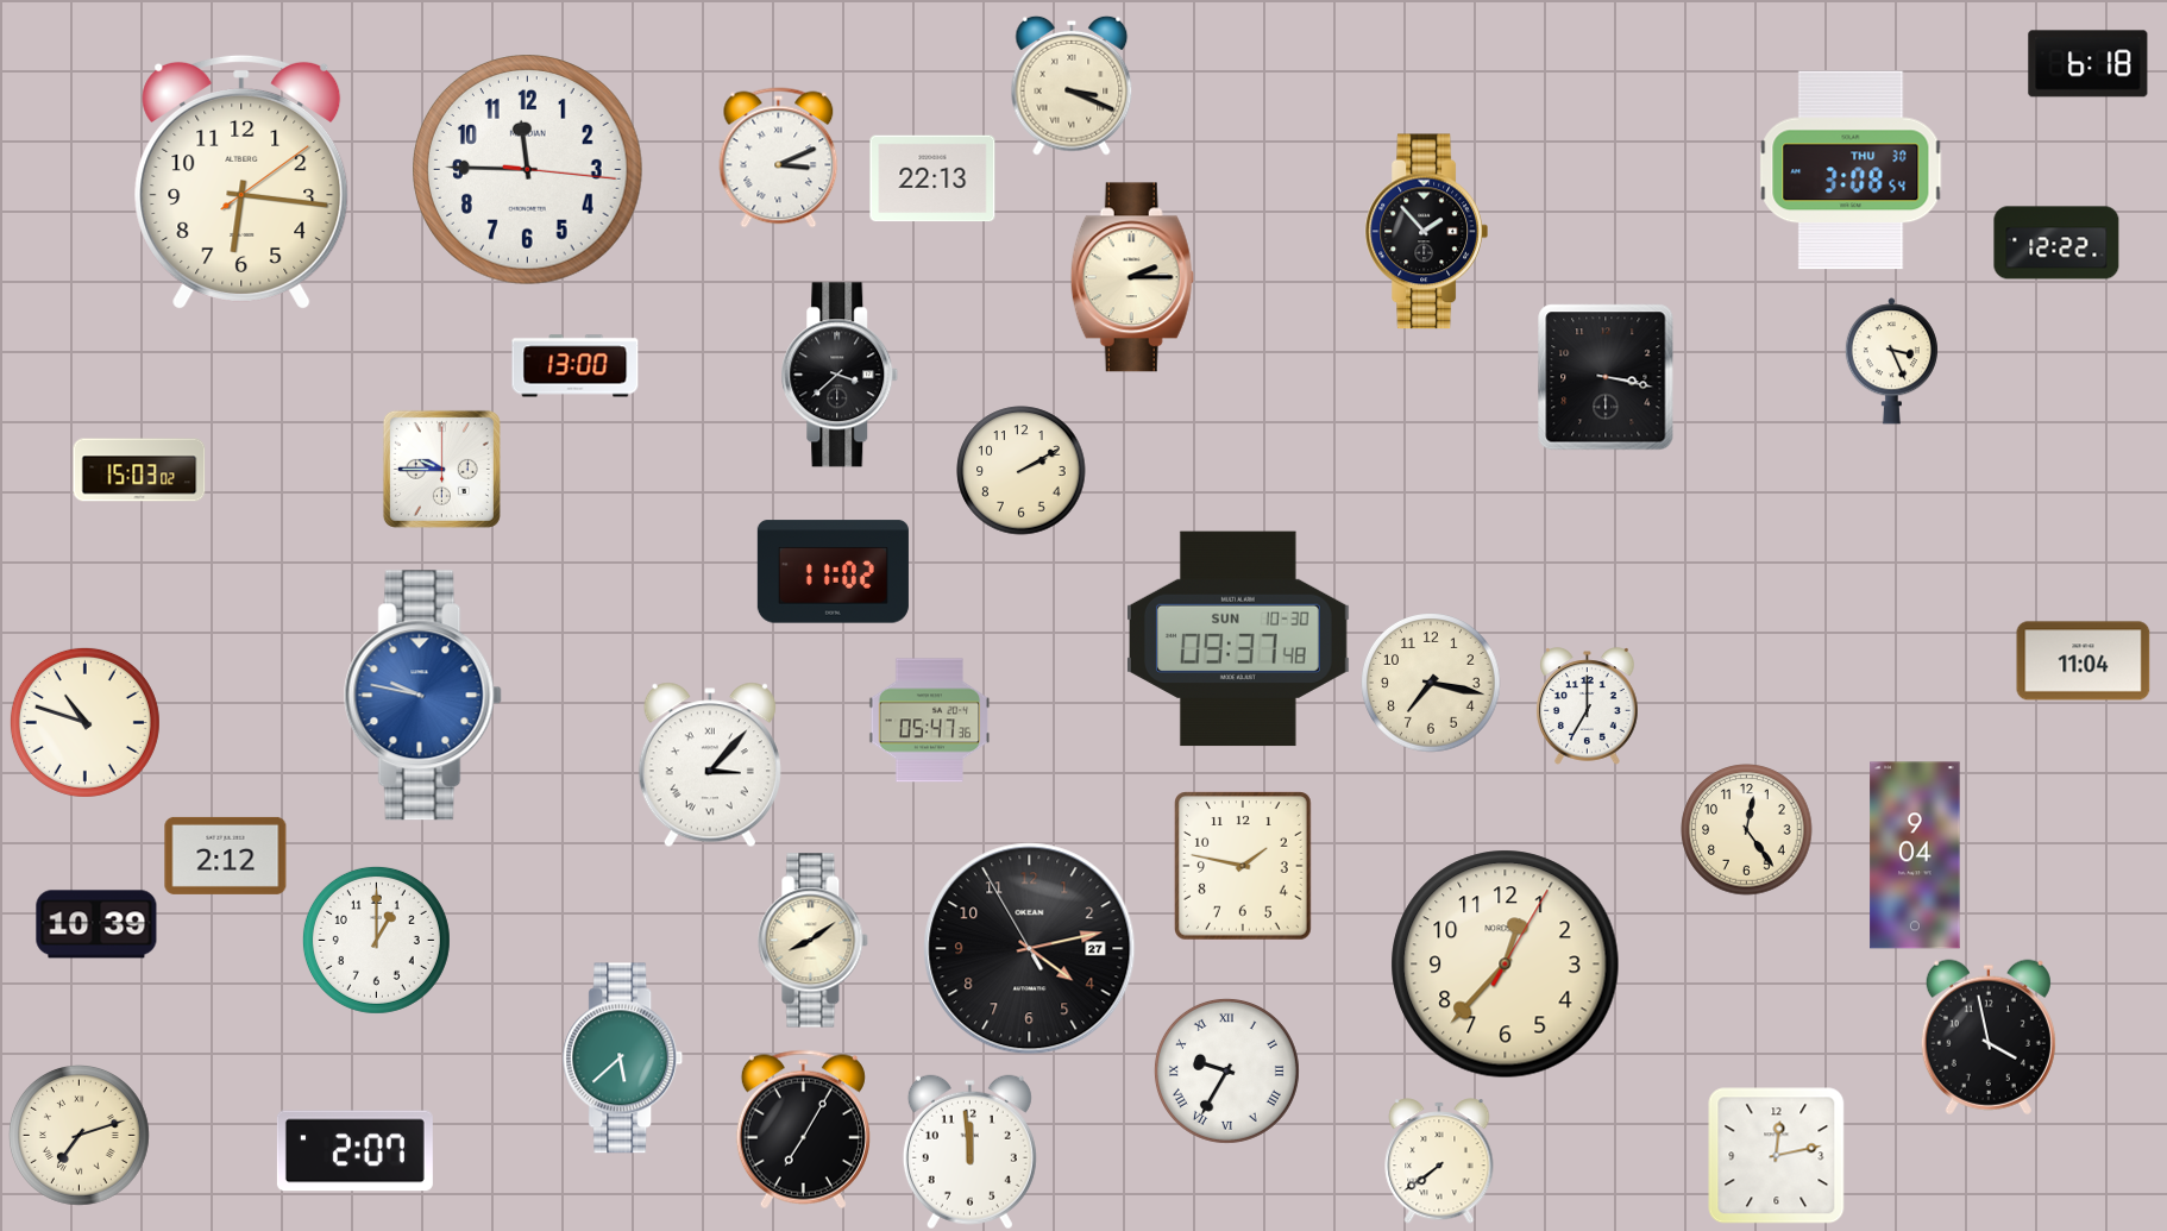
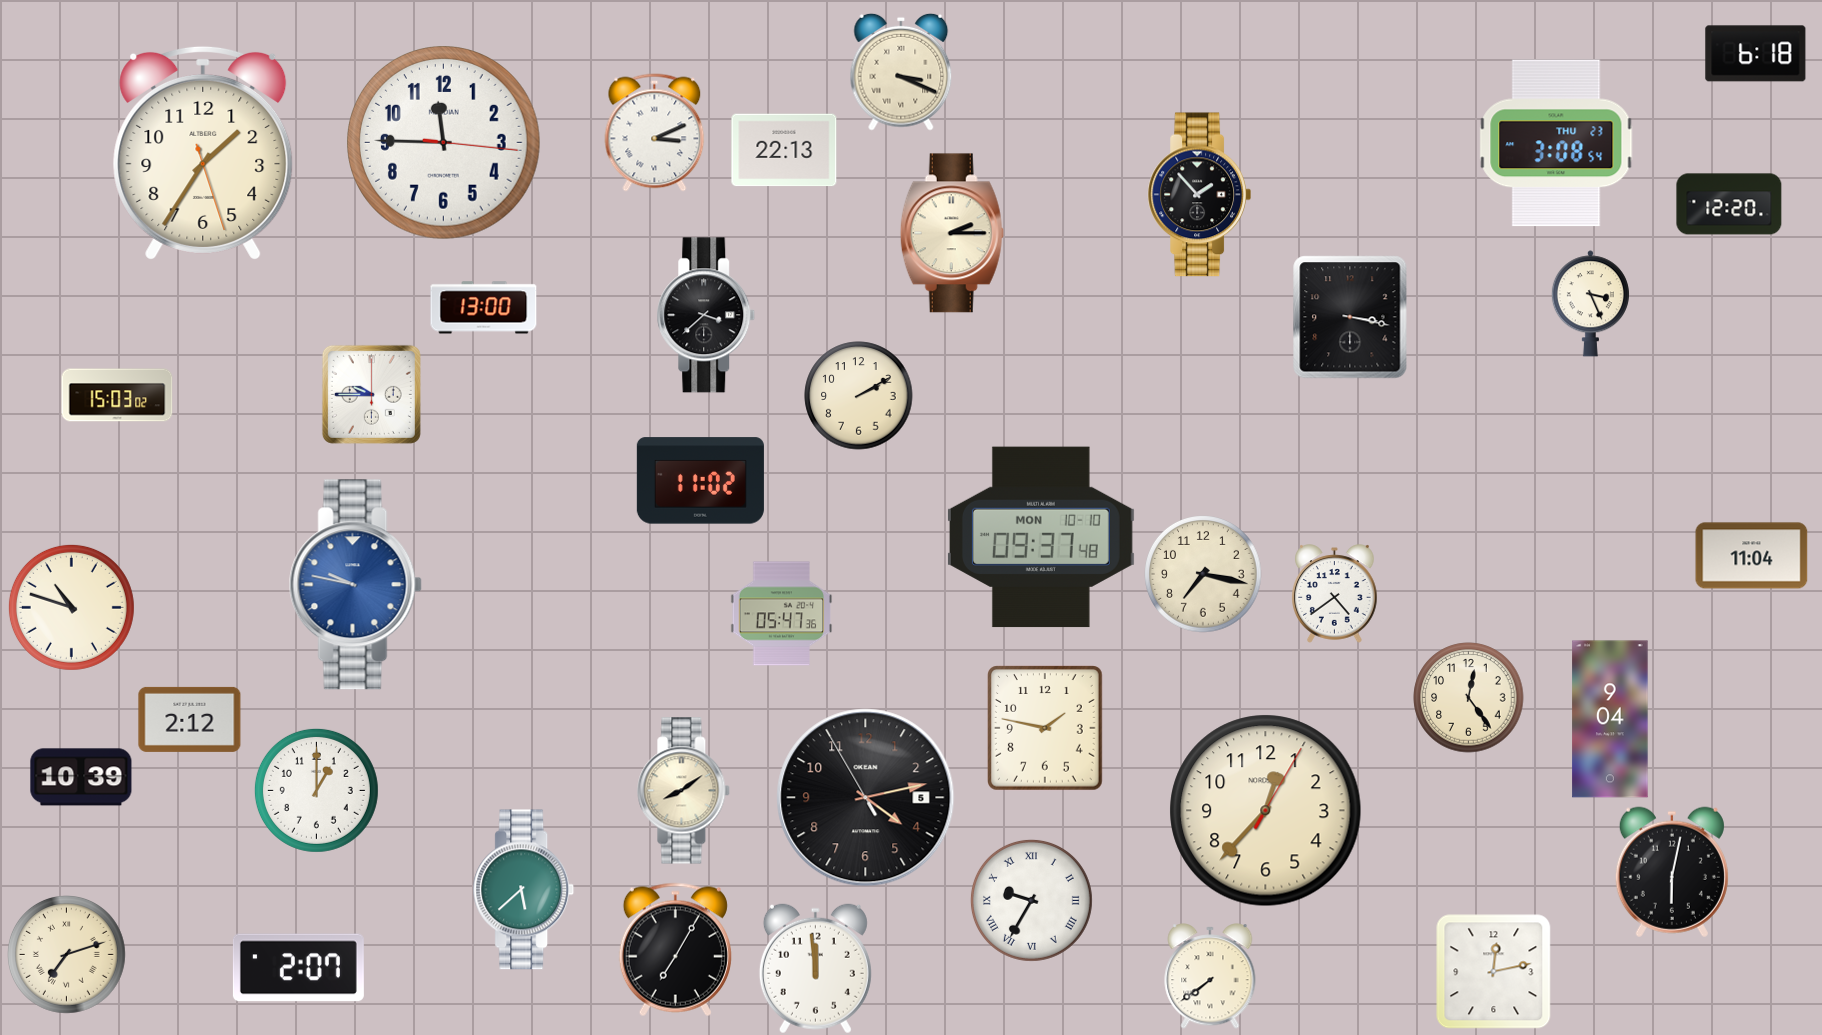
clock at (1851, 170) date: THU 30 -> THU 23
clock at (241, 182): 6:16 -> 1:35
clock at (2056, 243): 12:22 -> 12:20
clock at (1238, 639) date: SUN 10-30 -> MON 10-10
clock at (1588, 706): 7:00 -> 4:39
clock at (930, 721) position: (930, 721) -> (782, 614)
clock at (710, 765): 3:07 -> none
clock at (1030, 949) date: 27 -> 5
clock at (1989, 1037): 3:58 -> 6:02
